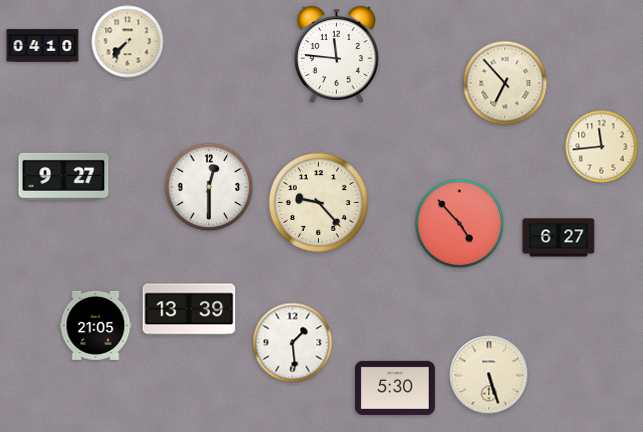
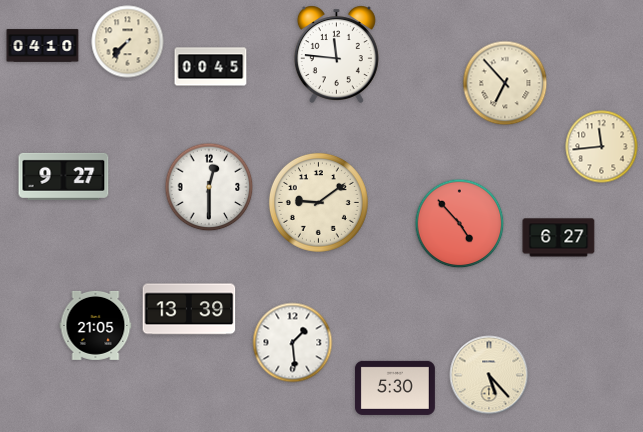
clock at (211, 67): none -> 00:45
clock at (318, 202): 9:23 -> 9:09
clock at (489, 375): 5:27 -> 5:23
